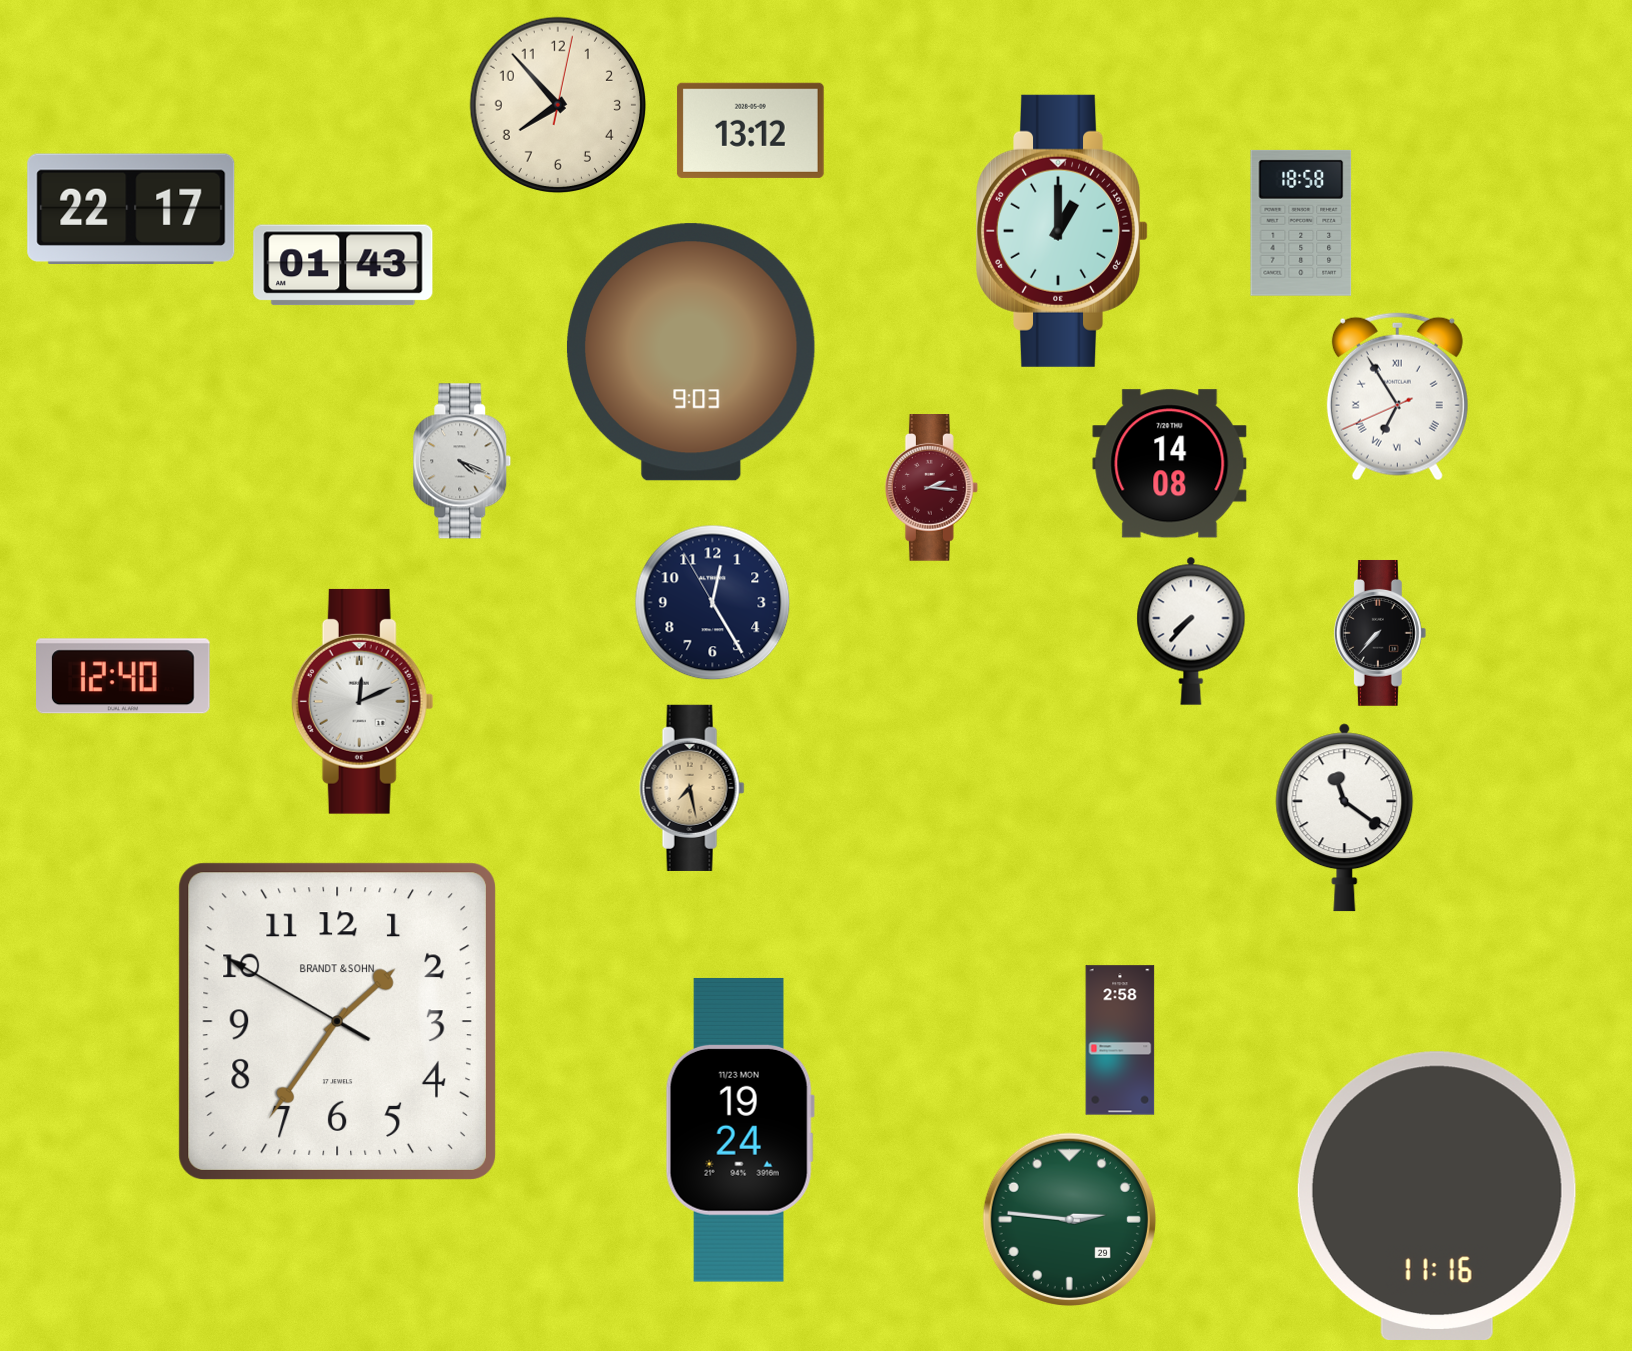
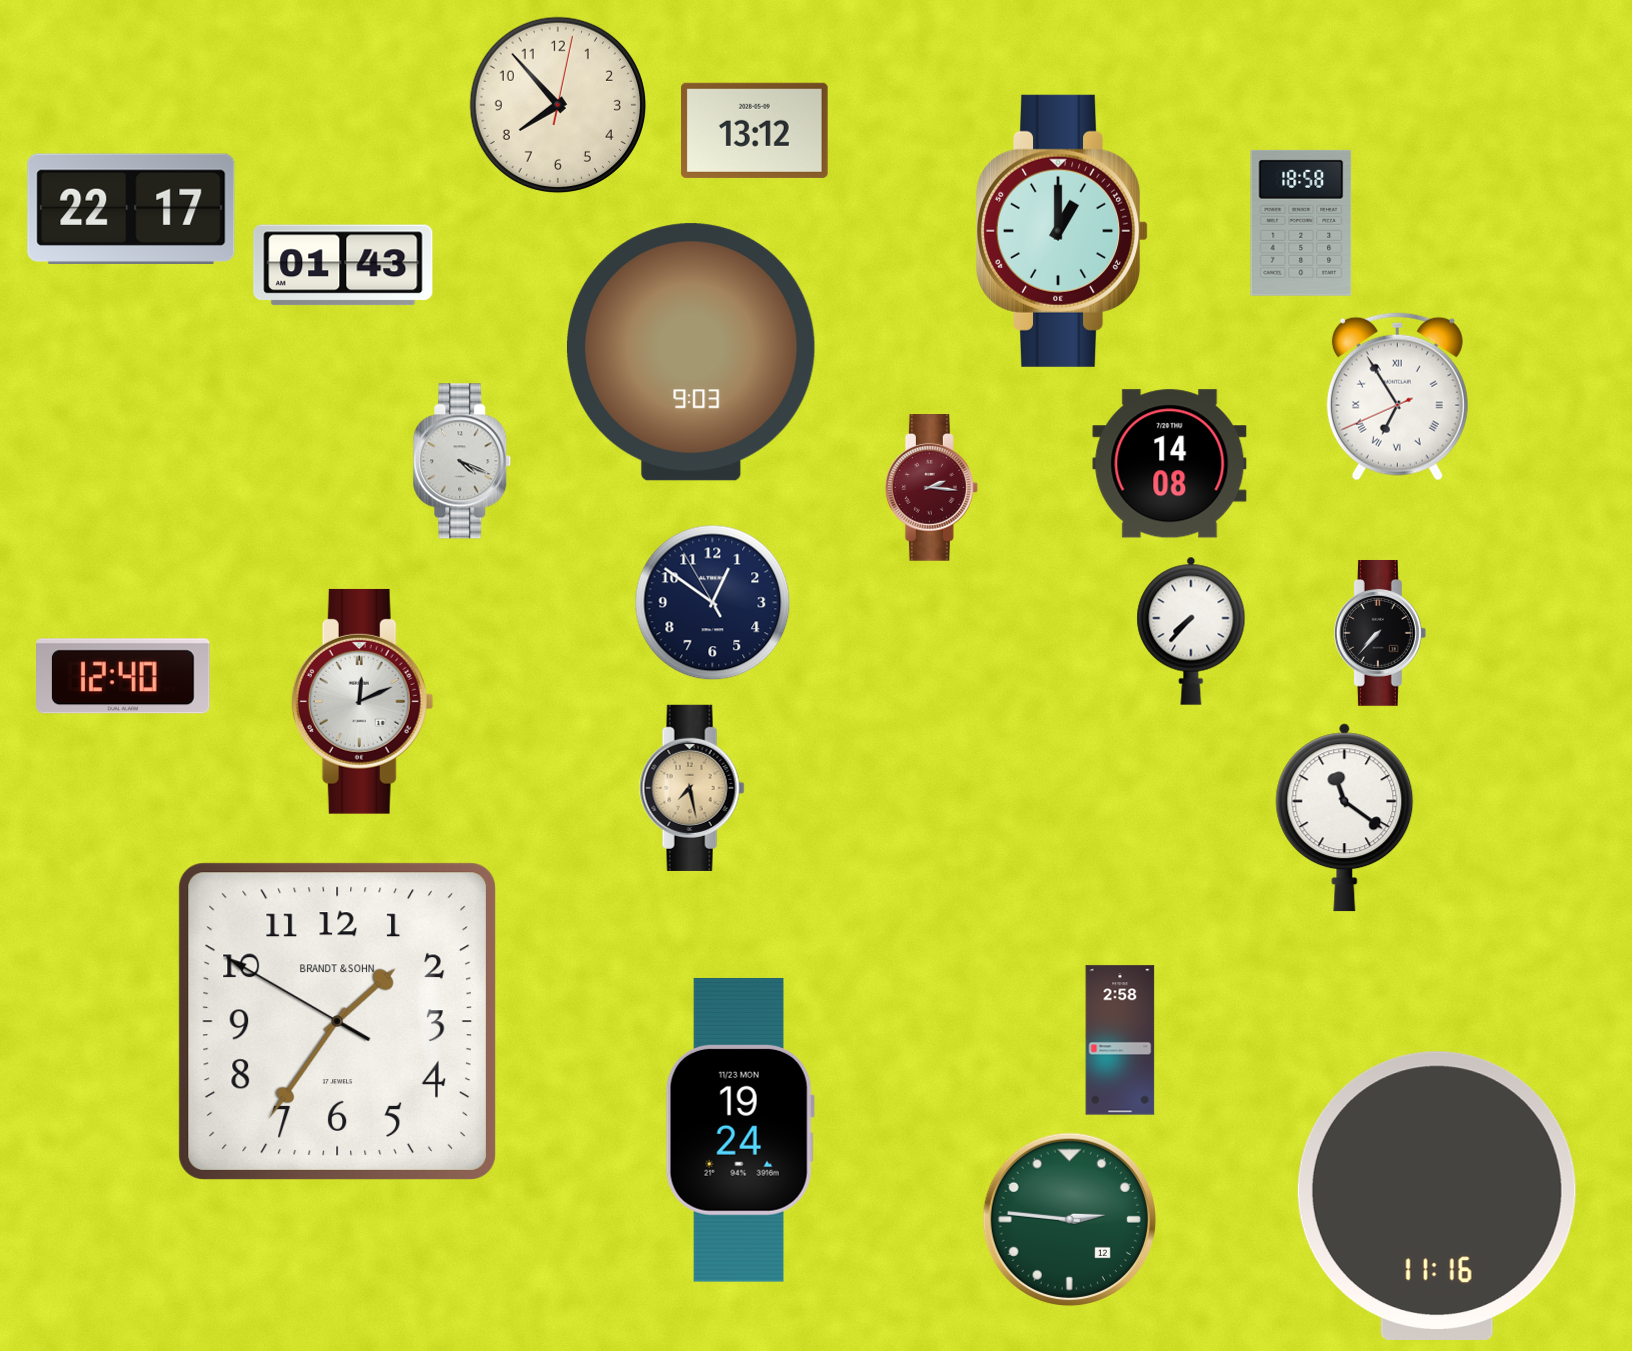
clock at (750, 130) position: (750, 130) -> (754, 130)
clock at (713, 603): 12:24 -> 12:50
clock at (1069, 1219) date: 29 -> 12
